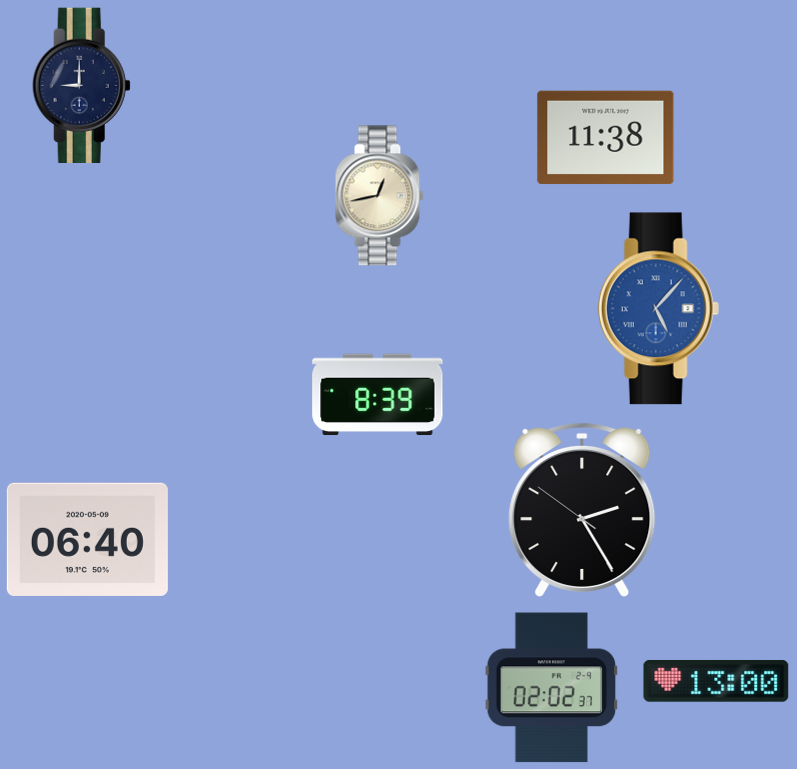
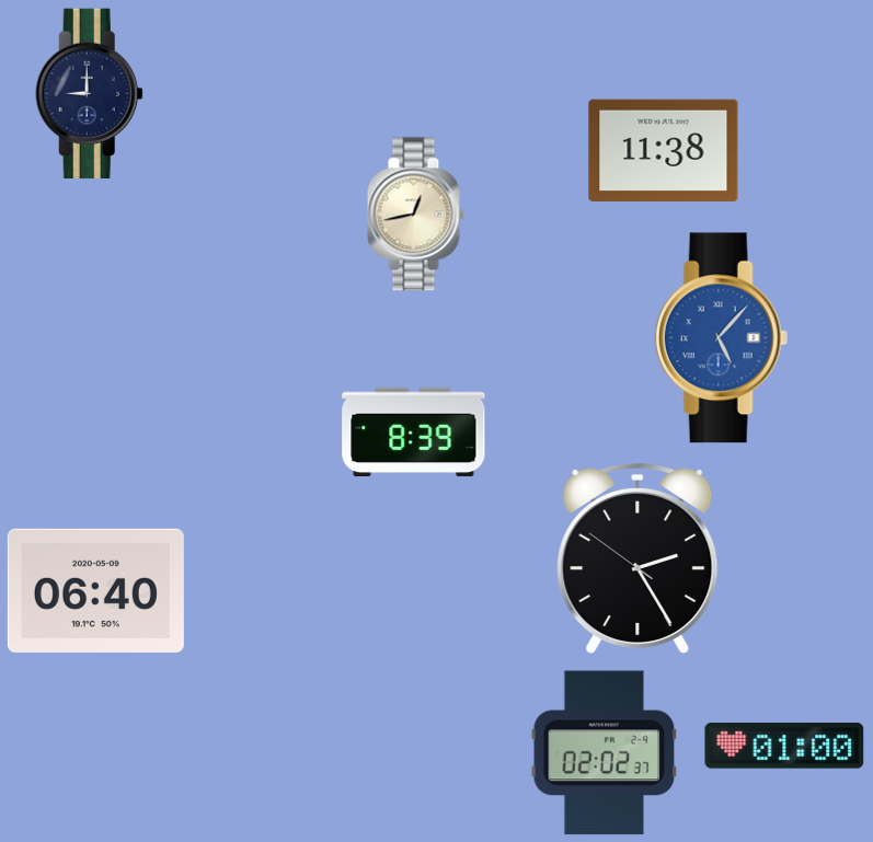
clock at (716, 681): 13:00 -> 01:00
